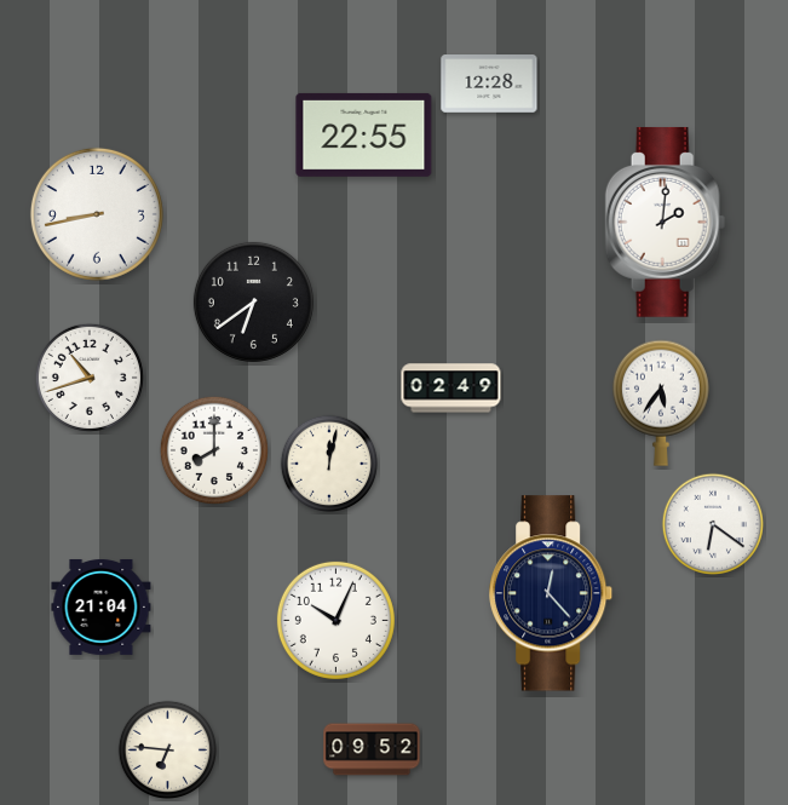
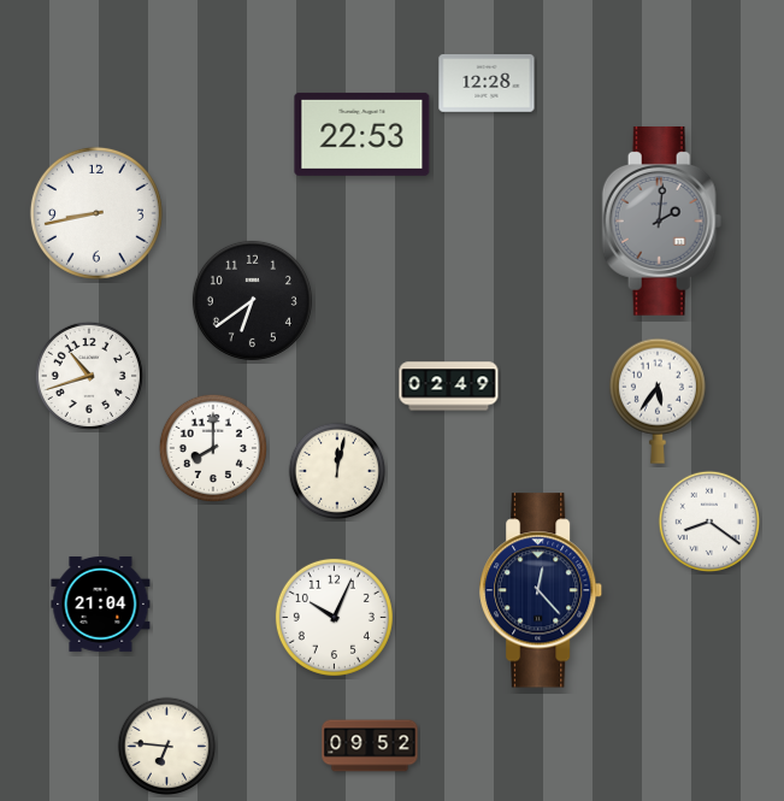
clock at (364, 134): 22:55 -> 22:53
clock at (666, 222) dial: white -> grey
clock at (329, 464) position: (329, 464) -> (337, 471)
clock at (712, 523): 6:21 -> 8:21
clock at (552, 593) position: (552, 593) -> (542, 590)
